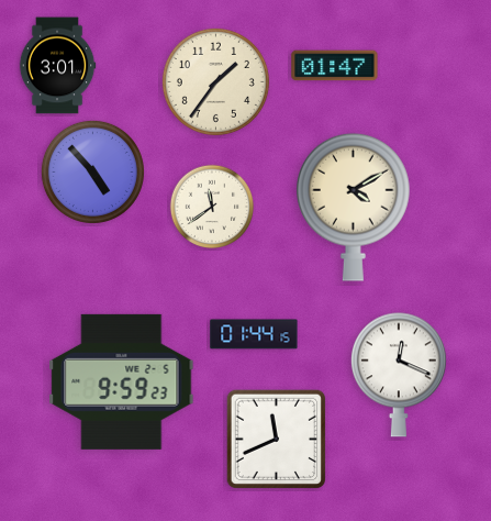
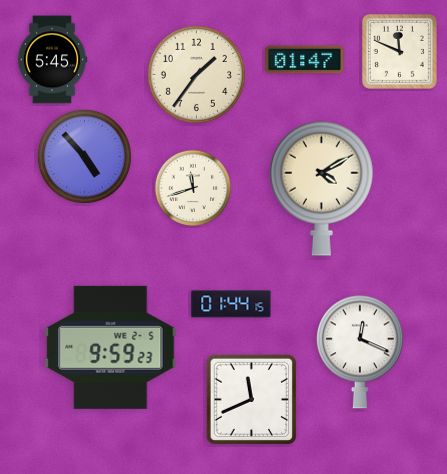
clock at (399, 51): none -> 11:49
clock at (57, 66): 3:01 -> 5:45
clock at (212, 207): 11:39 -> 11:42
clock at (399, 375) position: (399, 375) -> (360, 352)
